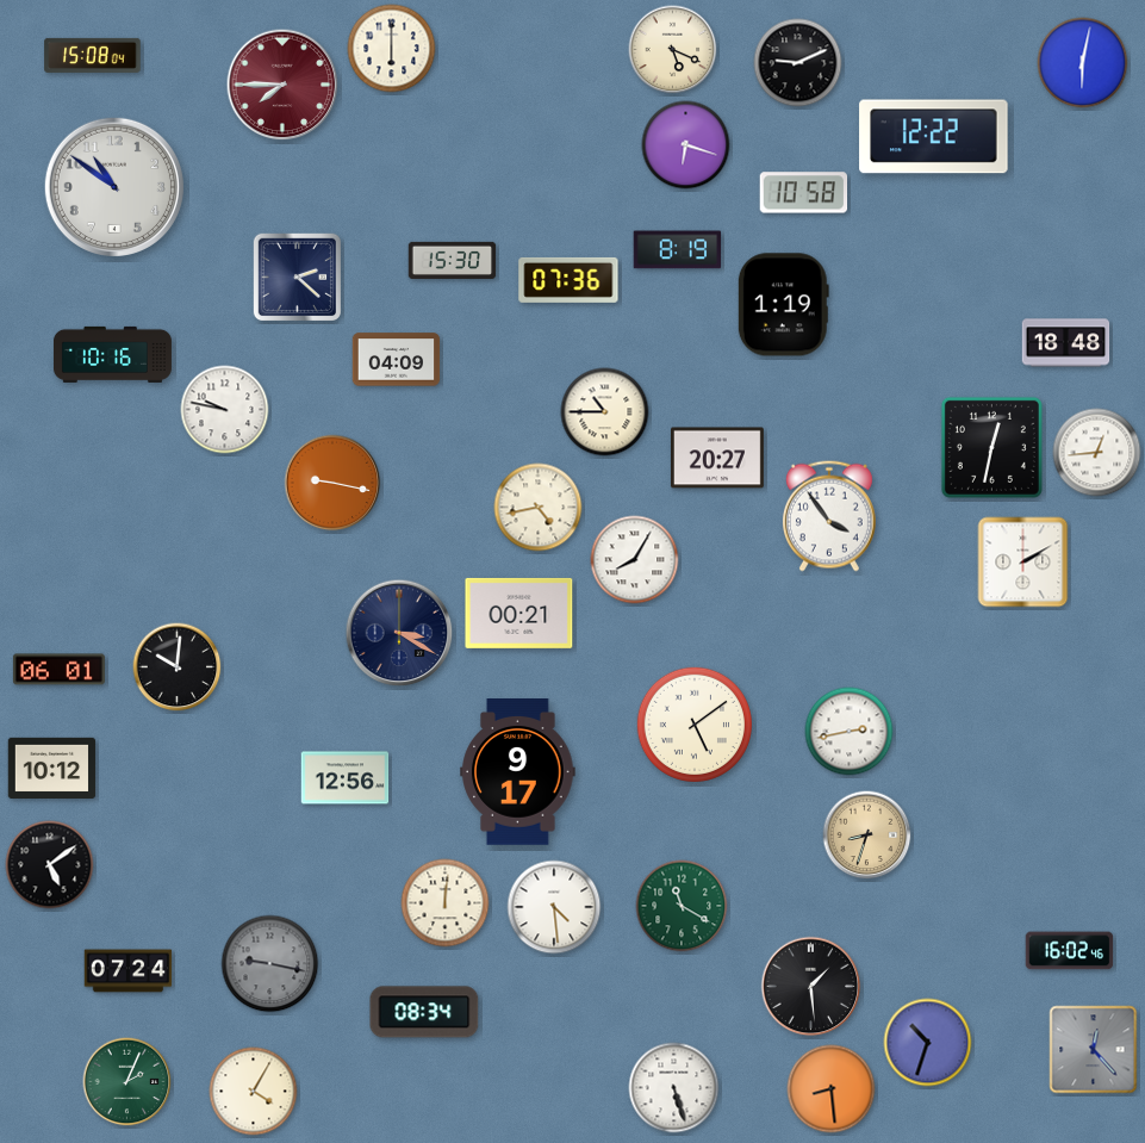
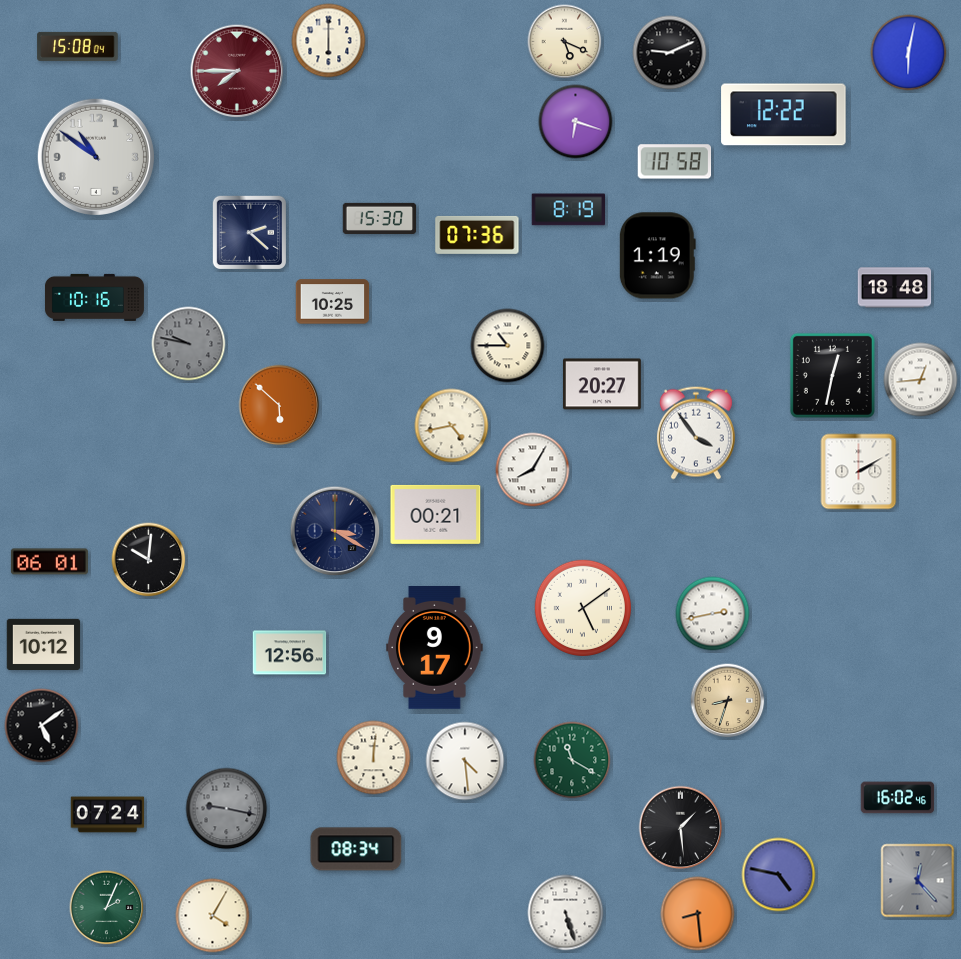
clock at (397, 360): 04:09 -> 10:25
clock at (225, 410) dial: white -> grey
clock at (332, 483): 9:17 -> 5:52
clock at (928, 1043): 10:33 -> 4:47
